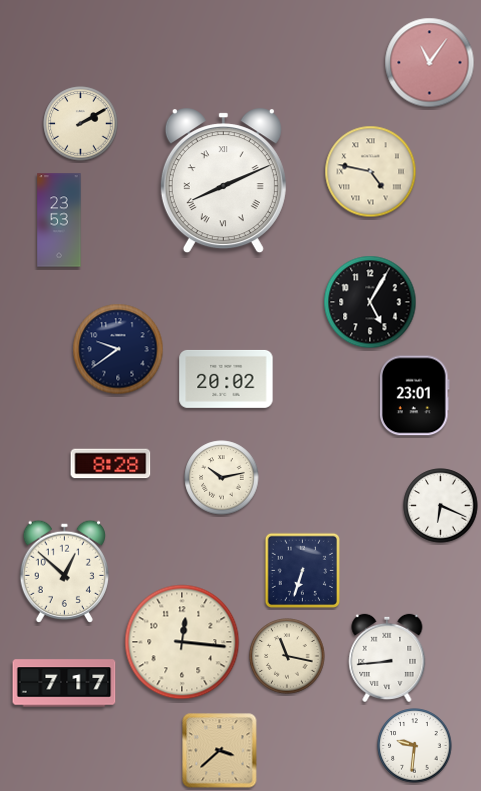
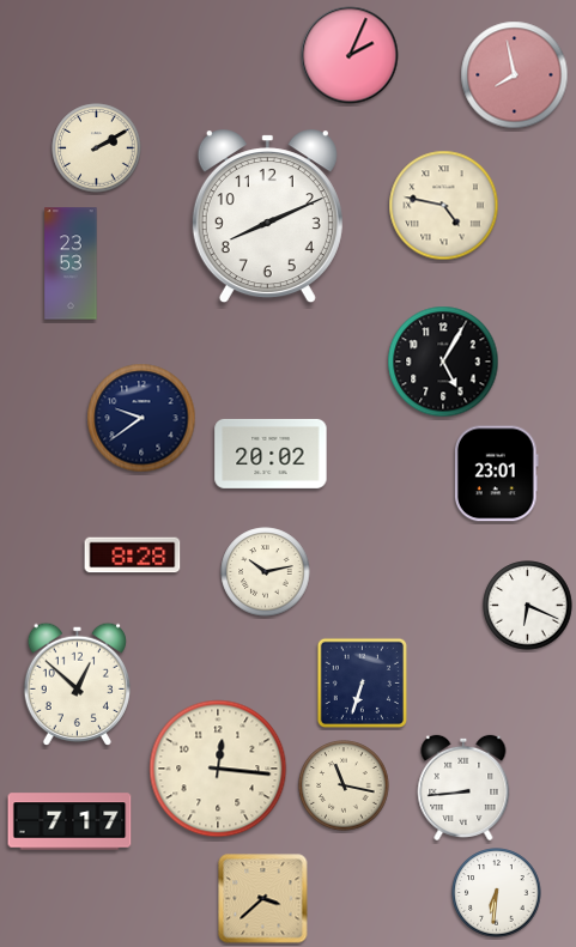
clock at (350, 55): none -> 2:04
clock at (430, 63): 11:06 -> 7:58
clock at (223, 181) numerals: Roman -> Arabic
clock at (64, 683) position: (64, 683) -> (69, 821)
clock at (415, 746): 9:31 -> 6:31
